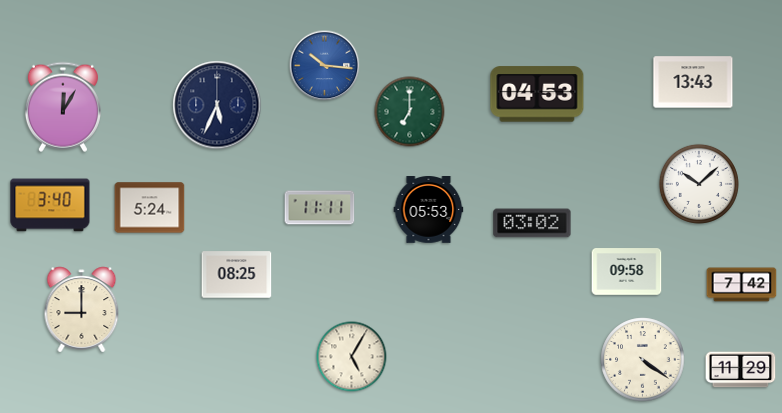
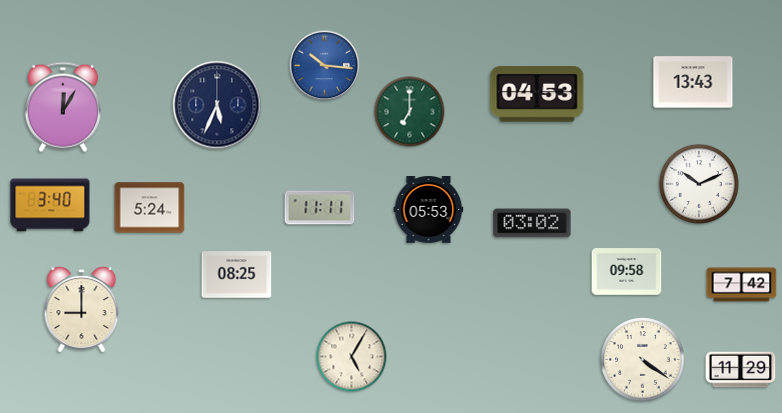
clock at (699, 184): 10:08 -> 10:11
